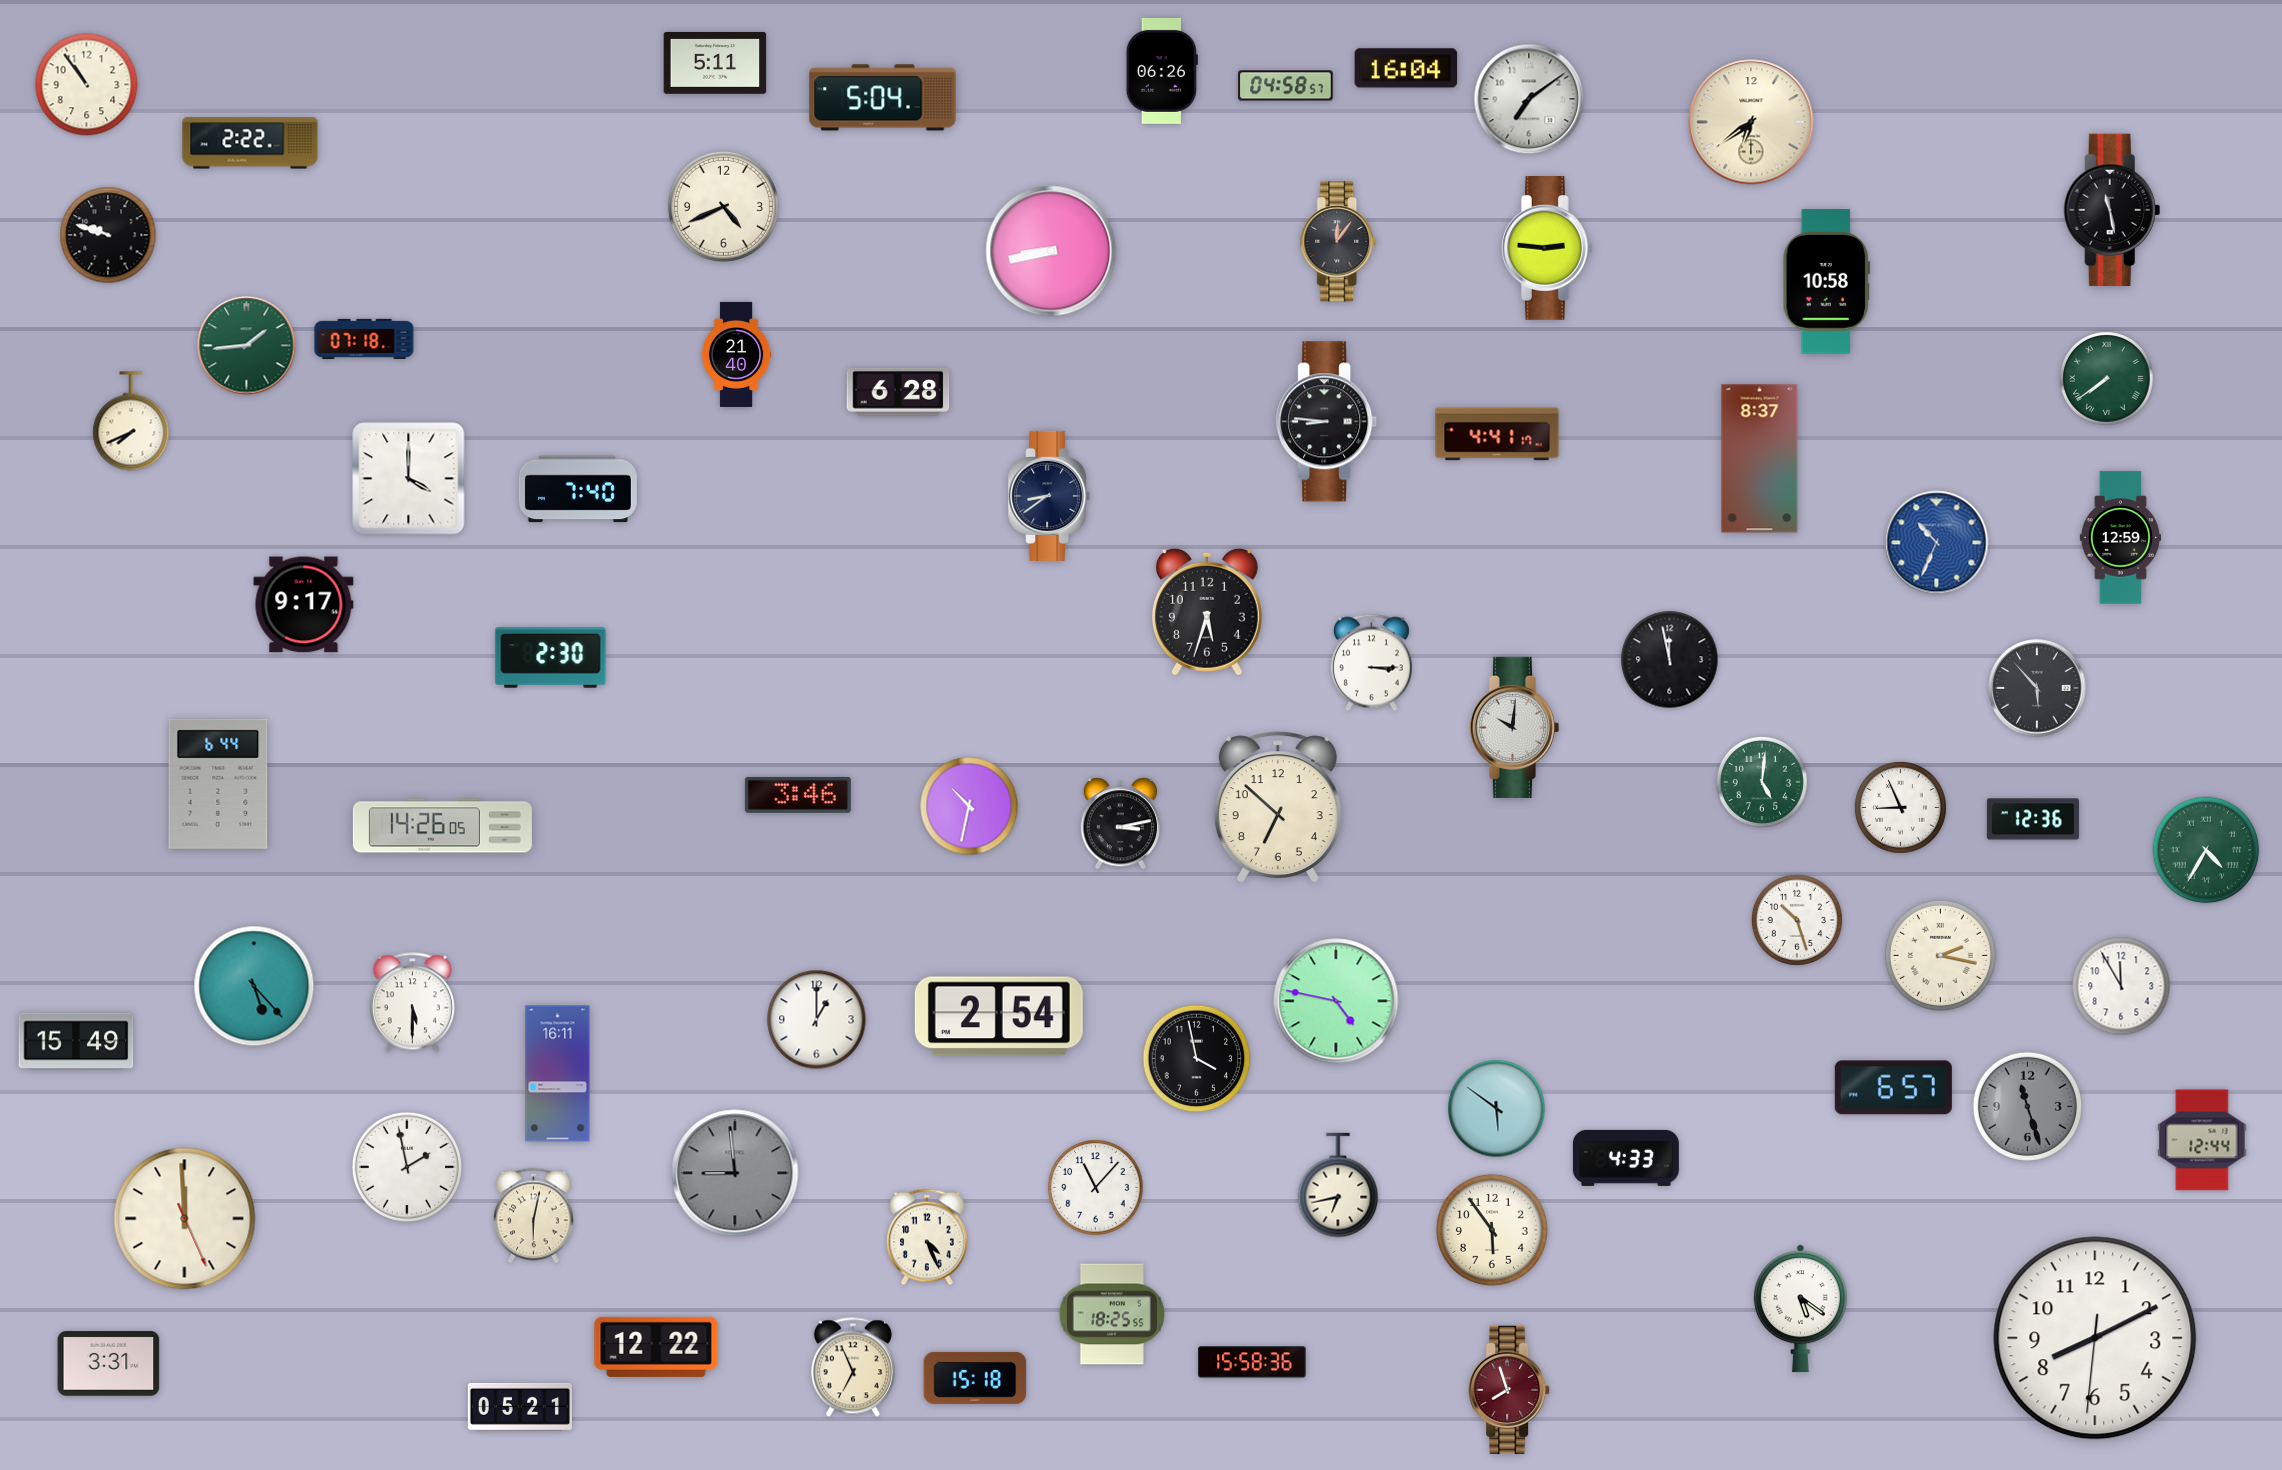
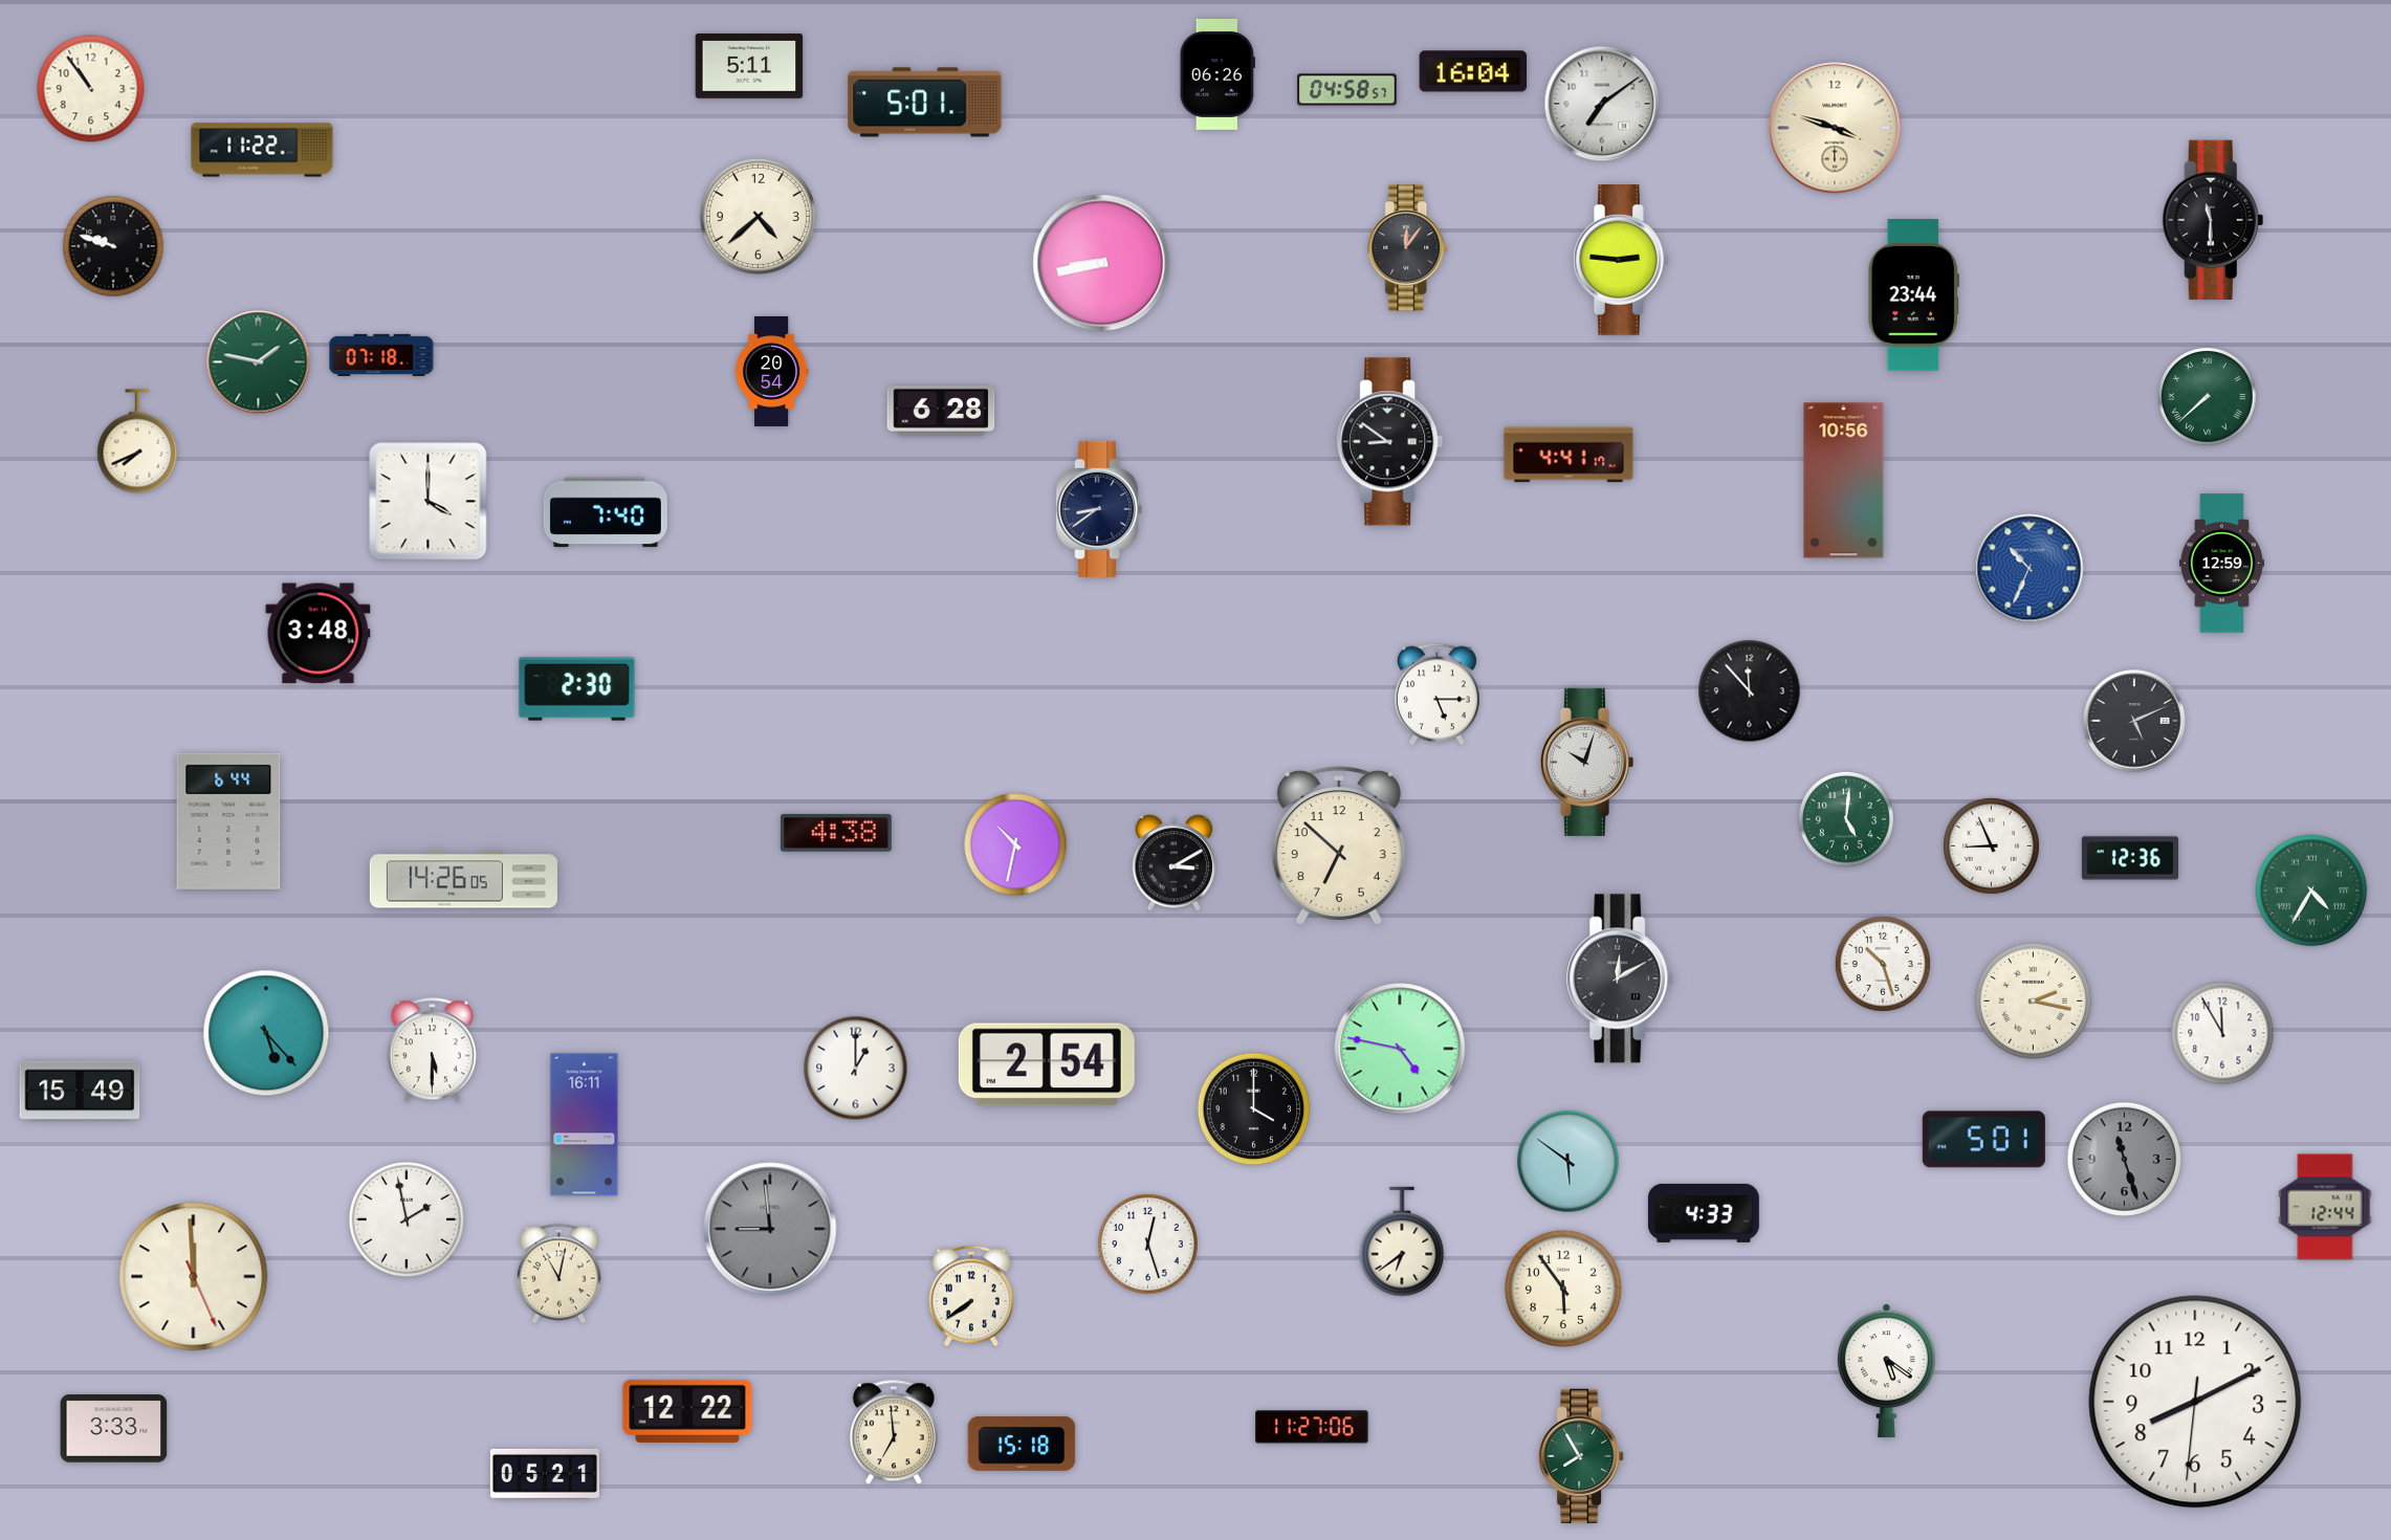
clock at (883, 98): 5:04 -> 5:01
clock at (1751, 122): 6:39 -> 3:48
clock at (250, 143): 2:22 -> 11:22
clock at (723, 206): 4:41 -> 4:38
clock at (2112, 210): 11:28 -> 11:30
clock at (1339, 242) position: (1339, 242) -> (1408, 248)
clock at (1826, 282): 10:58 -> 23:44
clock at (247, 346): 1:44 -> 1:47
clock at (736, 354): 21:40 -> 20:54
clock at (2107, 379): 7:39 -> 7:38
clock at (1327, 422): 8:46 -> 8:51
clock at (1760, 459): 8:37 -> 10:56
clock at (1049, 496) position: (1049, 496) -> (1099, 509)
clock at (304, 605): 9:17 -> 3:48
clock at (1207, 612): 5:33 -> none
clock at (1670, 660): 11:58 -> 11:53
clock at (1371, 663): 3:15 -> 5:15
clock at (2037, 688): 5:53 -> 5:11
clock at (1514, 727): 10:01 -> 10:03
clock at (798, 795): 3:46 -> 4:38
clock at (1121, 824): 3:13 -> 3:10
clock at (442, 826) position: (442, 826) -> (463, 880)
clock at (1621, 978): none -> 12:10
clock at (1197, 1059): 3:58 -> 4:00
clock at (1893, 1088): 6:57 -> 5:01
clock at (2202, 1140) position: (2202, 1140) -> (2325, 1207)
clock at (407, 1167) position: (407, 1167) -> (407, 1219)
clock at (1338, 1185): 6:43 -> 6:39
clock at (1096, 1188): 11:07 -> 12:27
clock at (534, 1216): 6:02 -> 11:02
clock at (928, 1237): 4:26 -> 7:39
clock at (1112, 1314): 18:25 -> none
clock at (1252, 1362): 15:58 -> 11:27
clock at (109, 1364): 3:31 -> 3:33
clock at (853, 1367): 6:56 -> 6:59
clock at (1509, 1389): 7:57 -> 7:55
clock at (1509, 1389) dial: burgundy -> green
